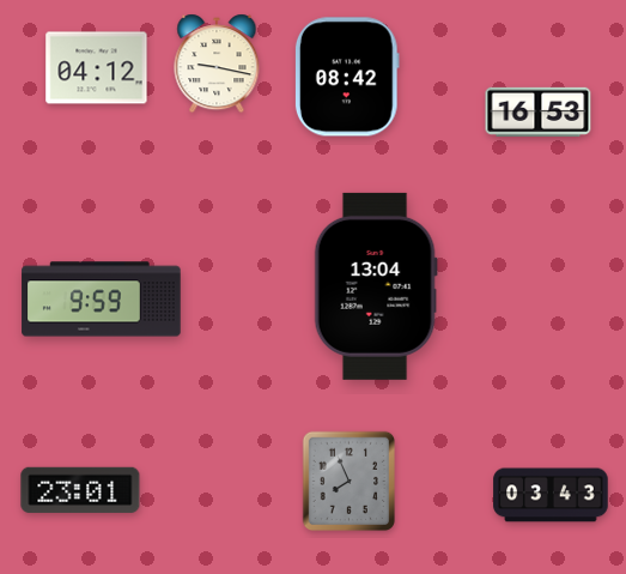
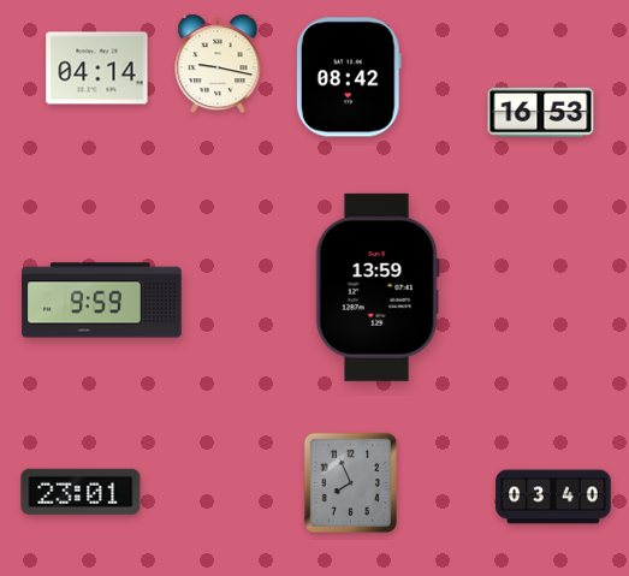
clock at (97, 68): 04:12 -> 04:14
clock at (376, 286): 13:04 -> 13:59
clock at (551, 495): 03:43 -> 03:40
